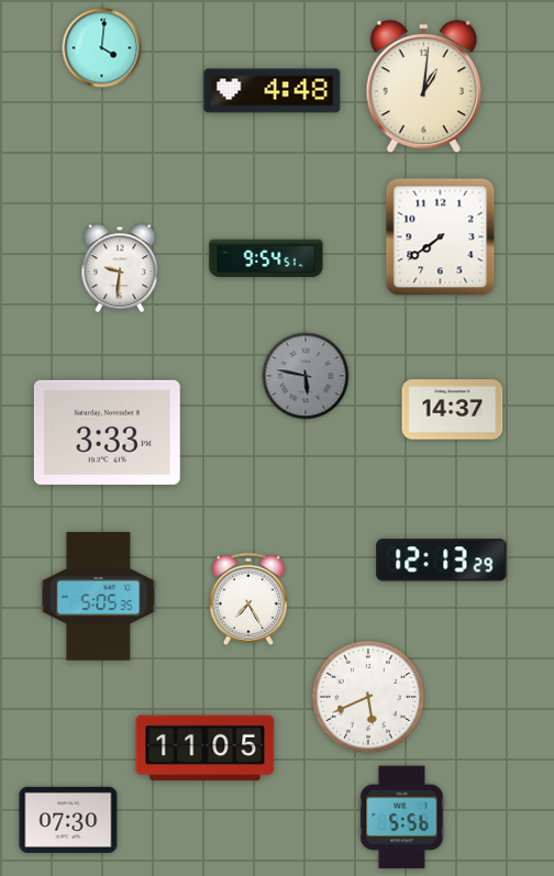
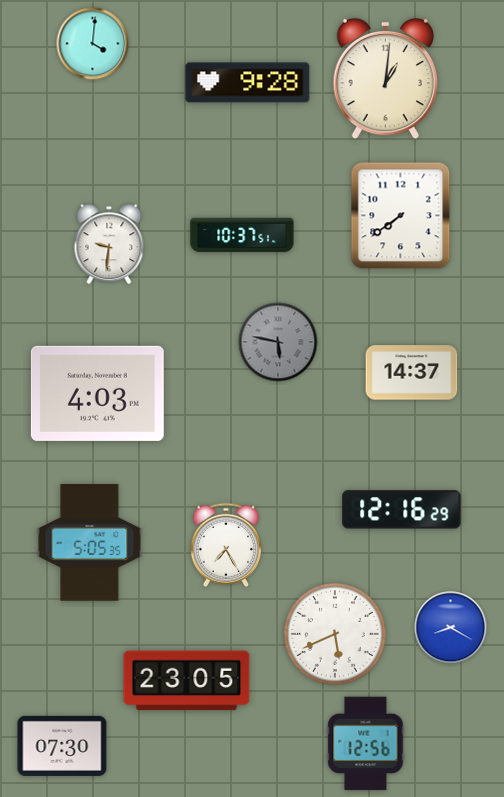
clock at (273, 91): 4:48 -> 9:28
clock at (266, 258): 9:54 -> 10:37
clock at (107, 432): 3:33 -> 4:03
clock at (442, 561): 12:13 -> 12:16
clock at (451, 628): none -> 8:20
clock at (206, 749): 11:05 -> 23:05
clock at (402, 818): 5:56 -> 12:56
